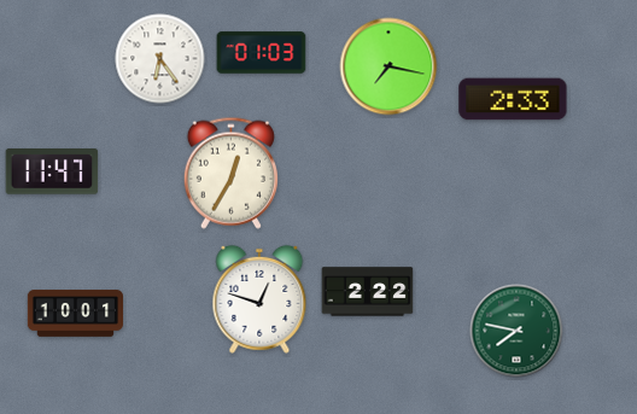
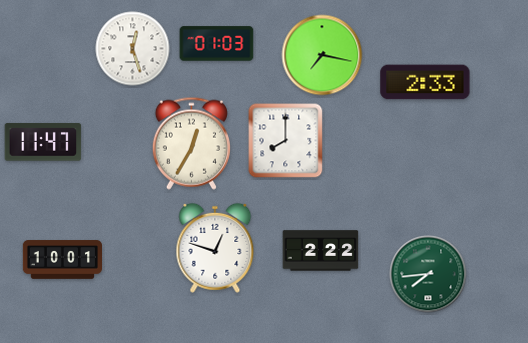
clock at (160, 59): 6:24 -> 12:27
clock at (286, 141): none -> 8:00
clock at (368, 292) position: (368, 292) -> (321, 251)
clock at (516, 331): 7:47 -> 7:44
